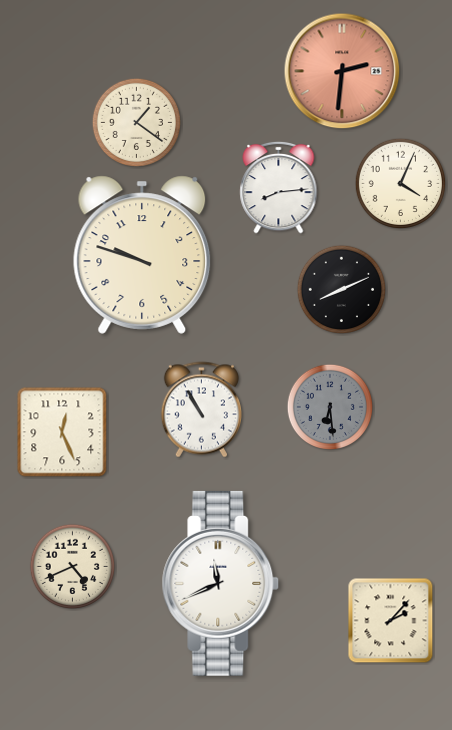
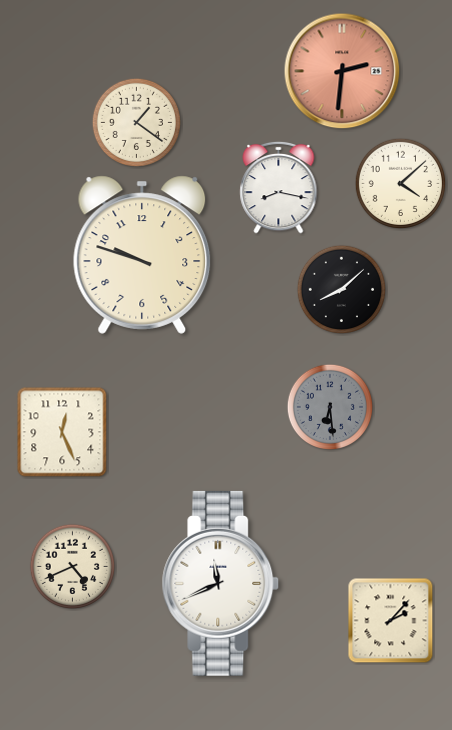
clock at (400, 183): 4:04 -> 4:08
clock at (279, 187): 8:14 -> 8:17
clock at (341, 289): 8:11 -> 8:08
clock at (201, 410): 10:55 -> none
